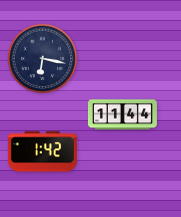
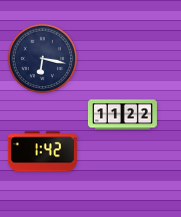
clock at (122, 115): 11:44 -> 11:22
